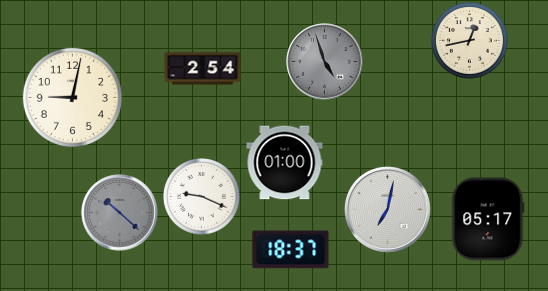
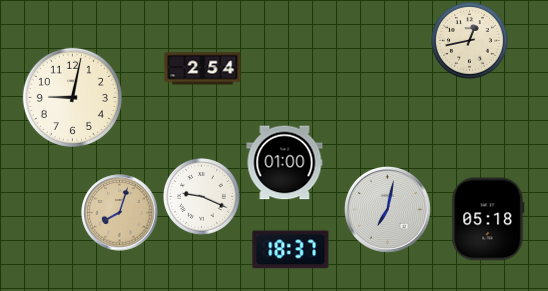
clock at (325, 62): 4:57 -> none
clock at (120, 213): 10:22 -> 8:03
clock at (120, 213) dial: grey -> champagne
clock at (488, 219): 05:17 -> 05:18
